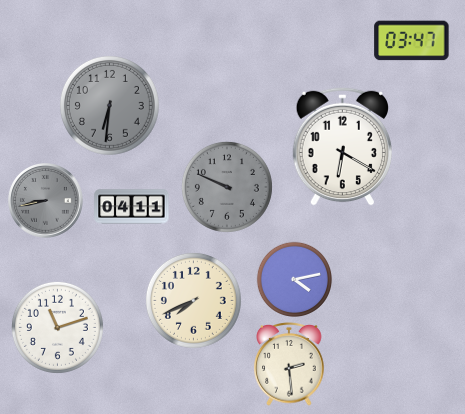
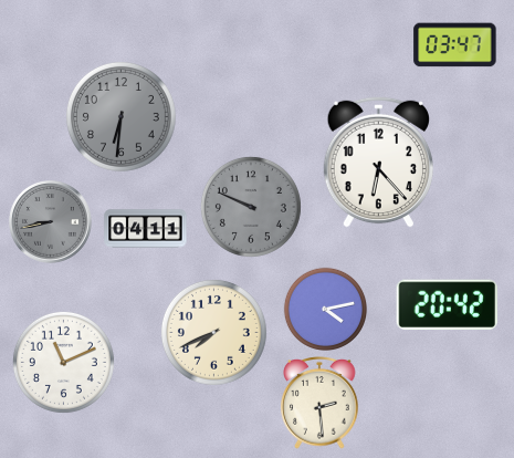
clock at (342, 146): 6:20 -> 6:23
clock at (447, 304): none -> 20:42
clock at (57, 327): 11:12 -> 11:11
